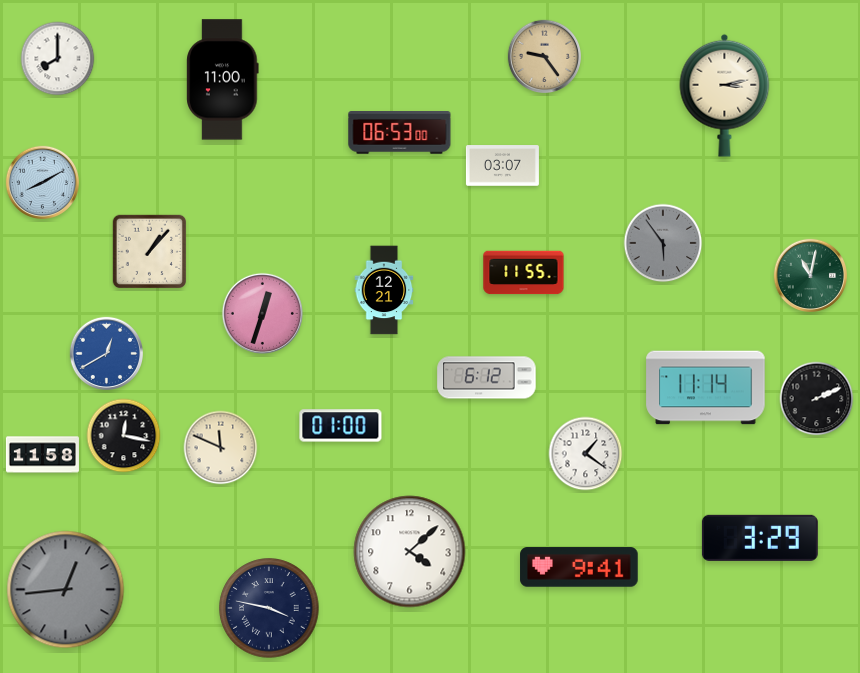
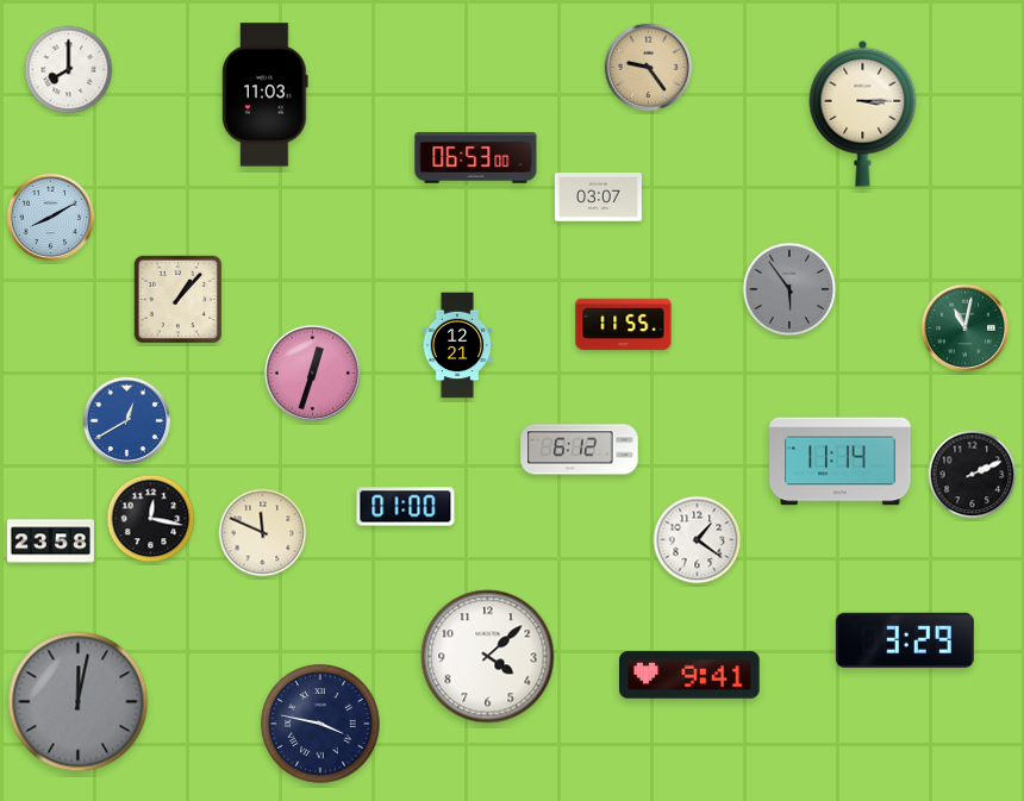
clock at (223, 80): 11:00 -> 11:03
clock at (725, 95): 3:13 -> 3:15
clock at (124, 436) position: (124, 436) -> (151, 519)
clock at (42, 455): 11:58 -> 23:58
clock at (66, 590): 12:44 -> 12:02
